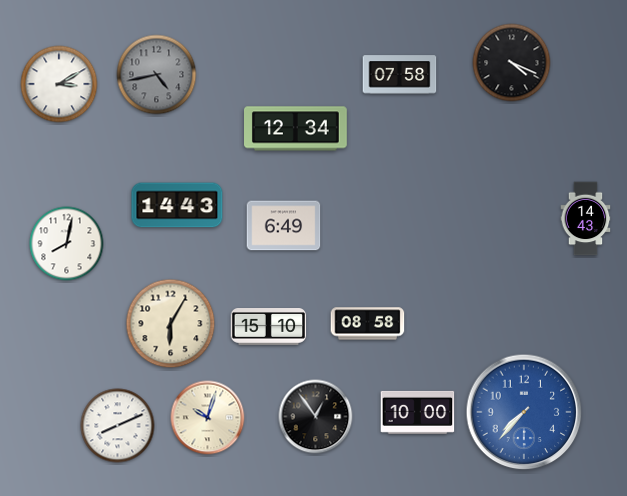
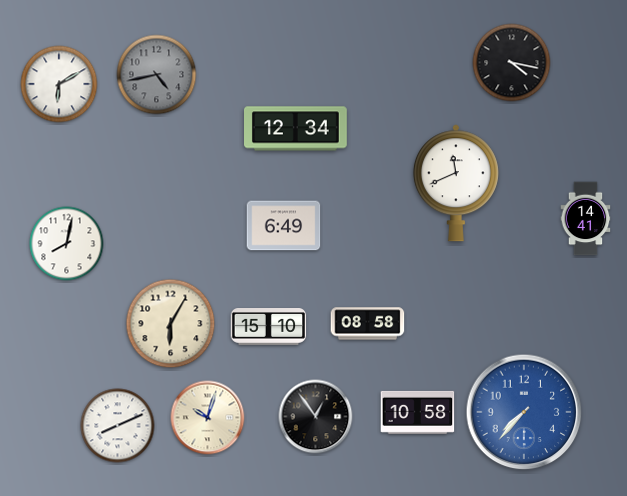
clock at (512, 63): 4:19 -> 4:17
clock at (400, 75): 07:58 -> none
clock at (59, 84): 3:10 -> 6:10
clock at (456, 183): none -> 11:41
clock at (177, 205): 14:43 -> none
clock at (586, 219): 14:43 -> 14:41
clock at (418, 412): 10:00 -> 10:58
